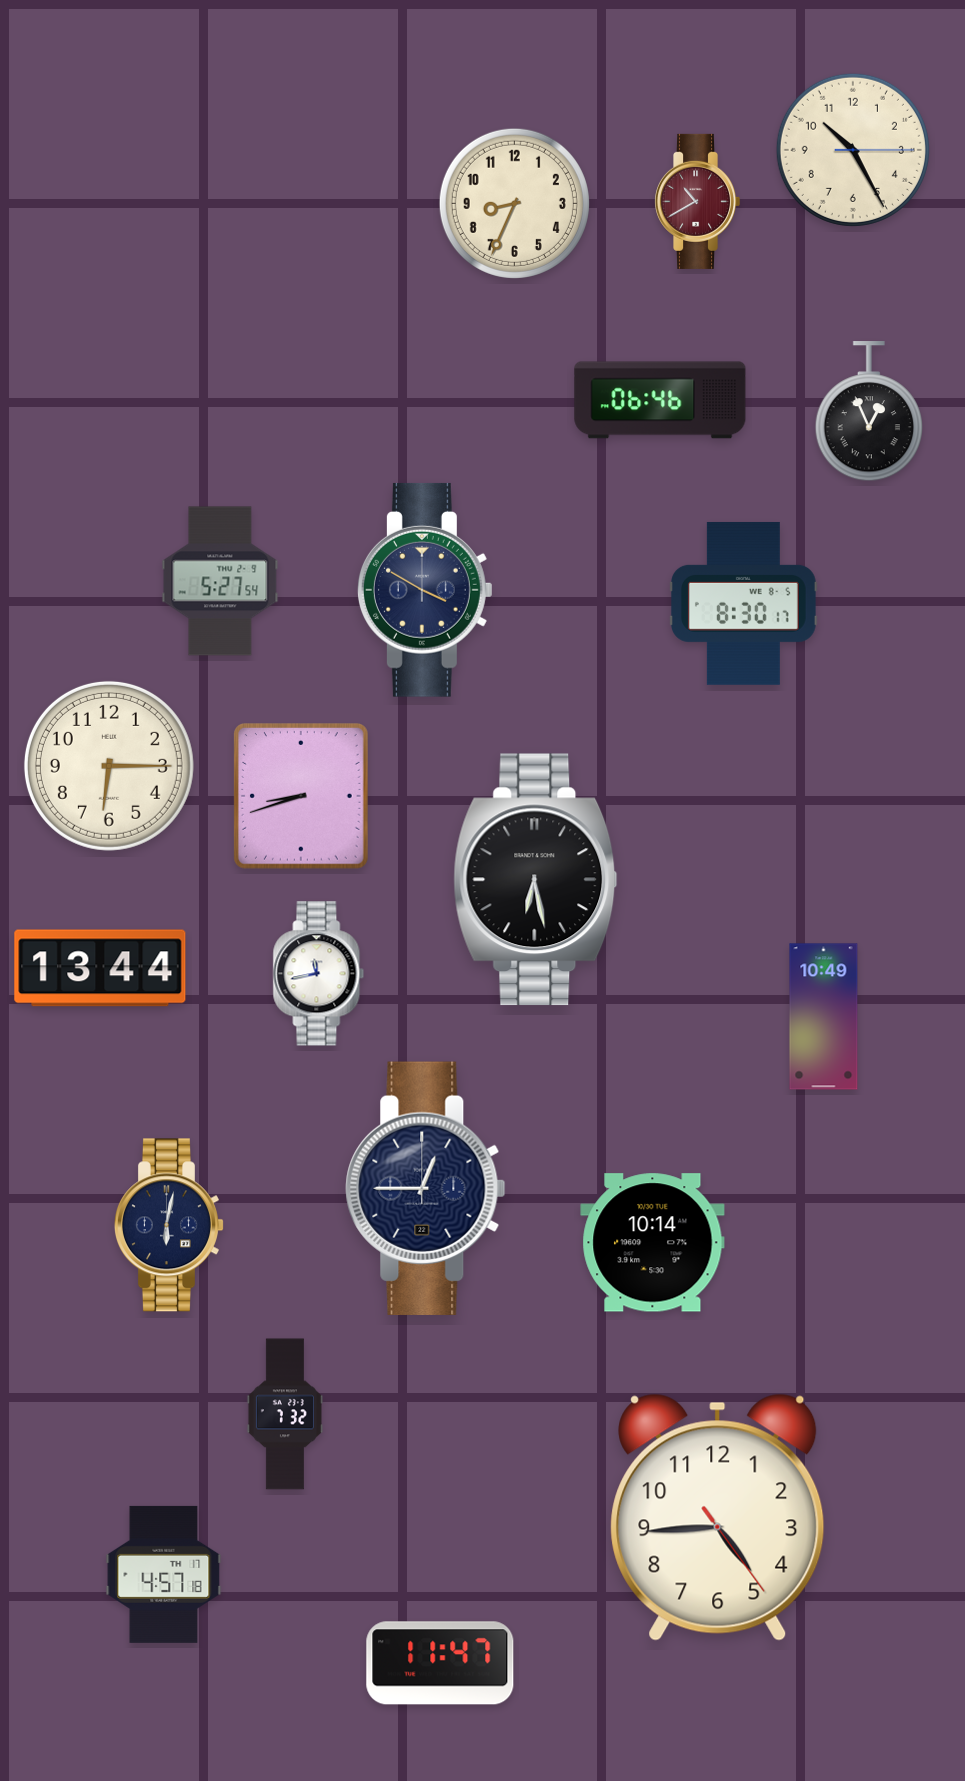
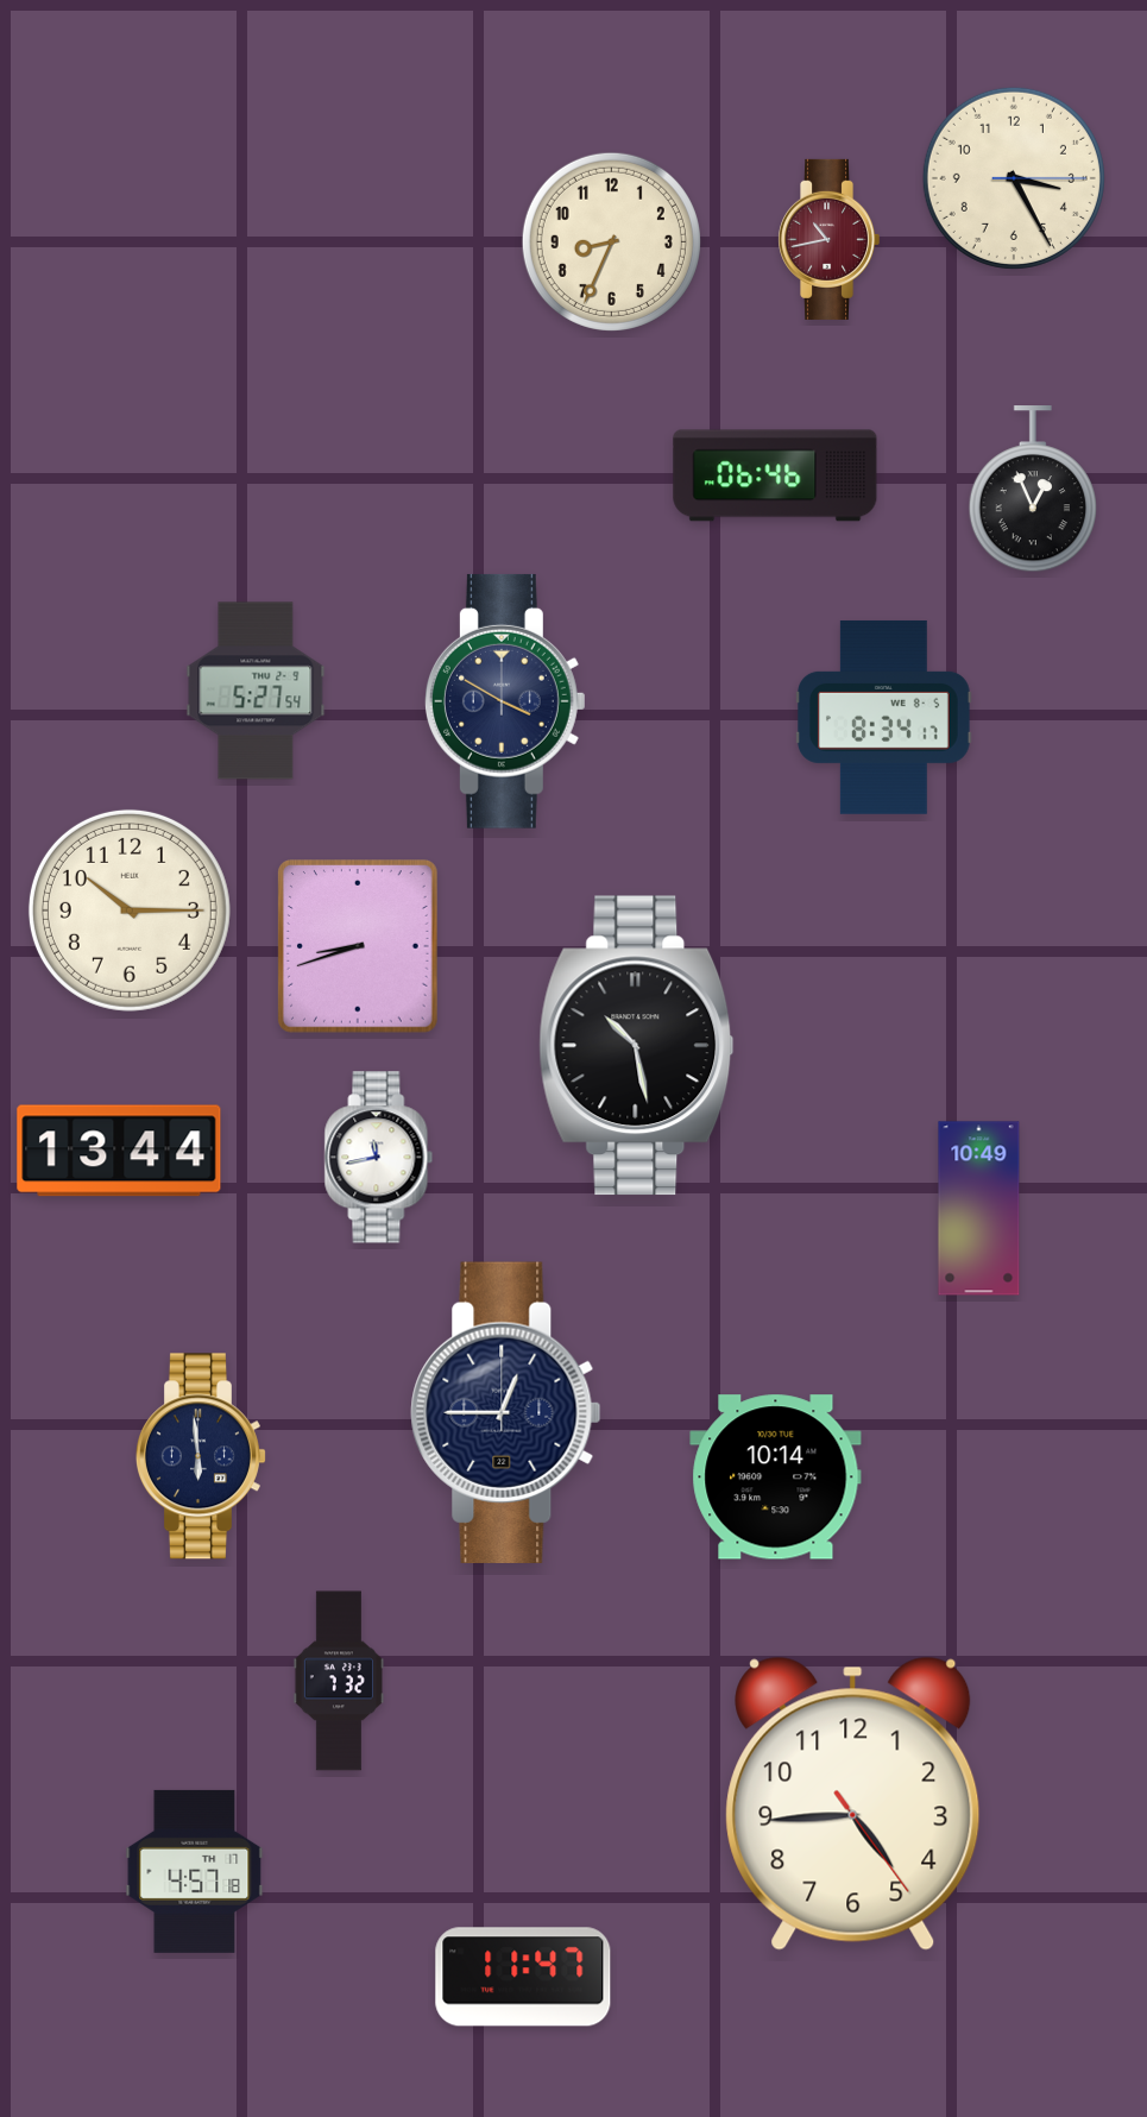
clock at (853, 150): 10:25 -> 3:25
clock at (698, 201): 10:40 -> 10:43
clock at (660, 400) position: (660, 400) -> (775, 475)
clock at (220, 581) position: (220, 581) -> (256, 691)
clock at (744, 603): 8:30 -> 8:34
clock at (109, 766): 6:15 -> 10:15
clock at (536, 880): 6:28 -> 10:28
clock at (169, 1225): 6:02 -> 5:59
